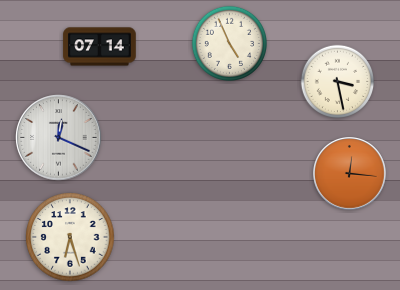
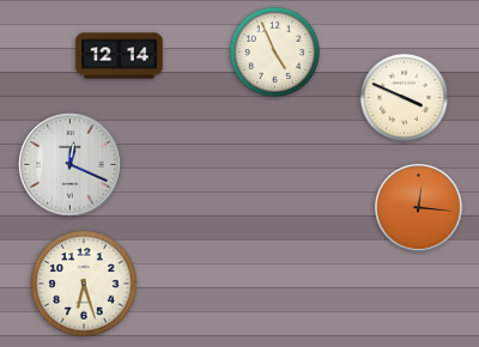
clock at (100, 47): 07:14 -> 12:14
clock at (338, 82): 3:28 -> 3:49
